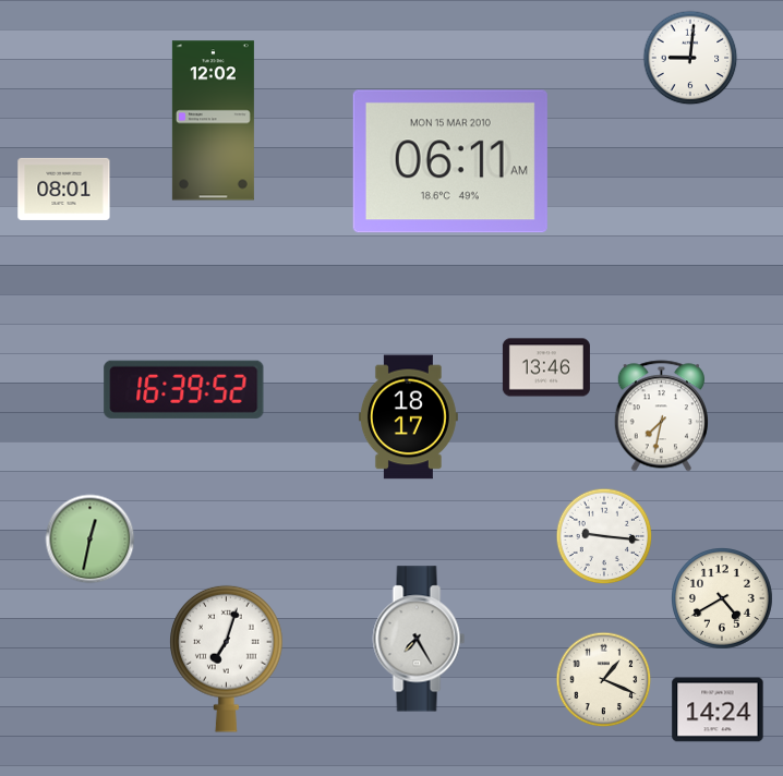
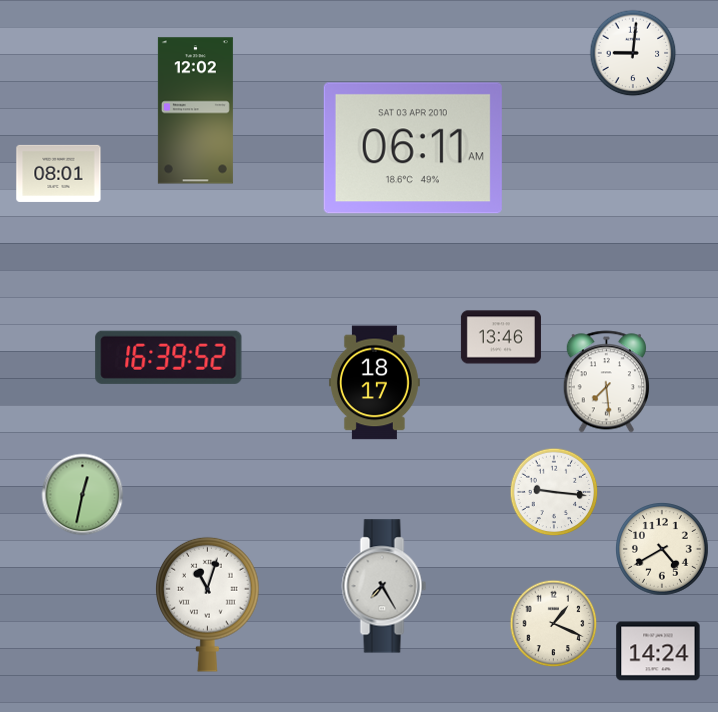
clock at (450, 161) date: MON 15 MAR 2010 -> SAT 03 APR 2010
clock at (661, 416): 7:32 -> 7:29
clock at (227, 658): 7:03 -> 11:03
